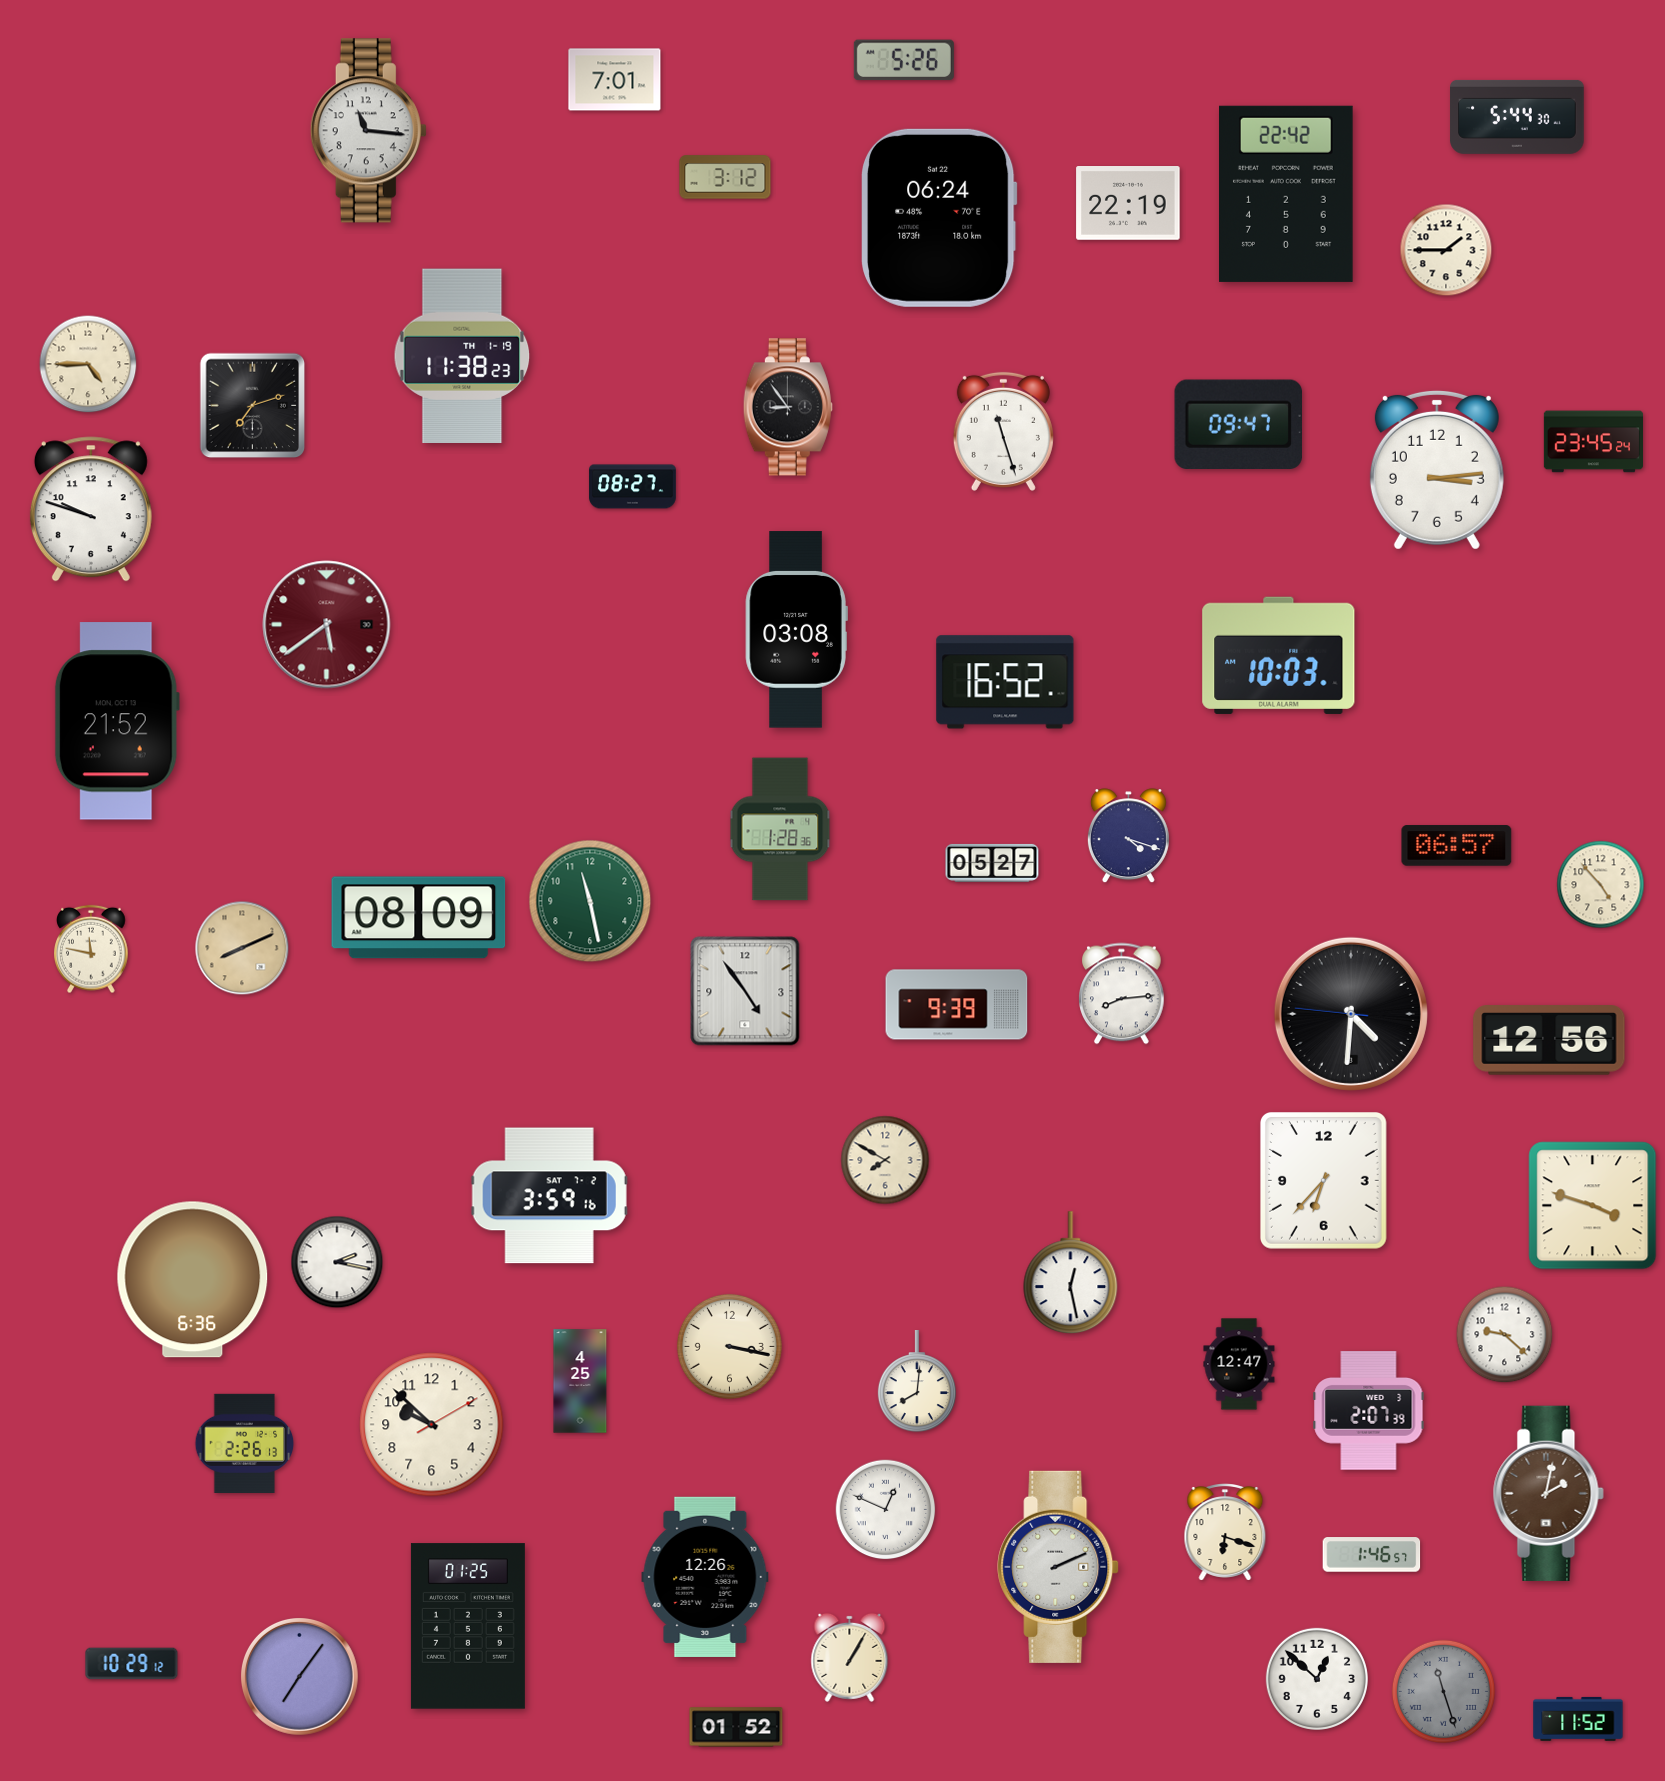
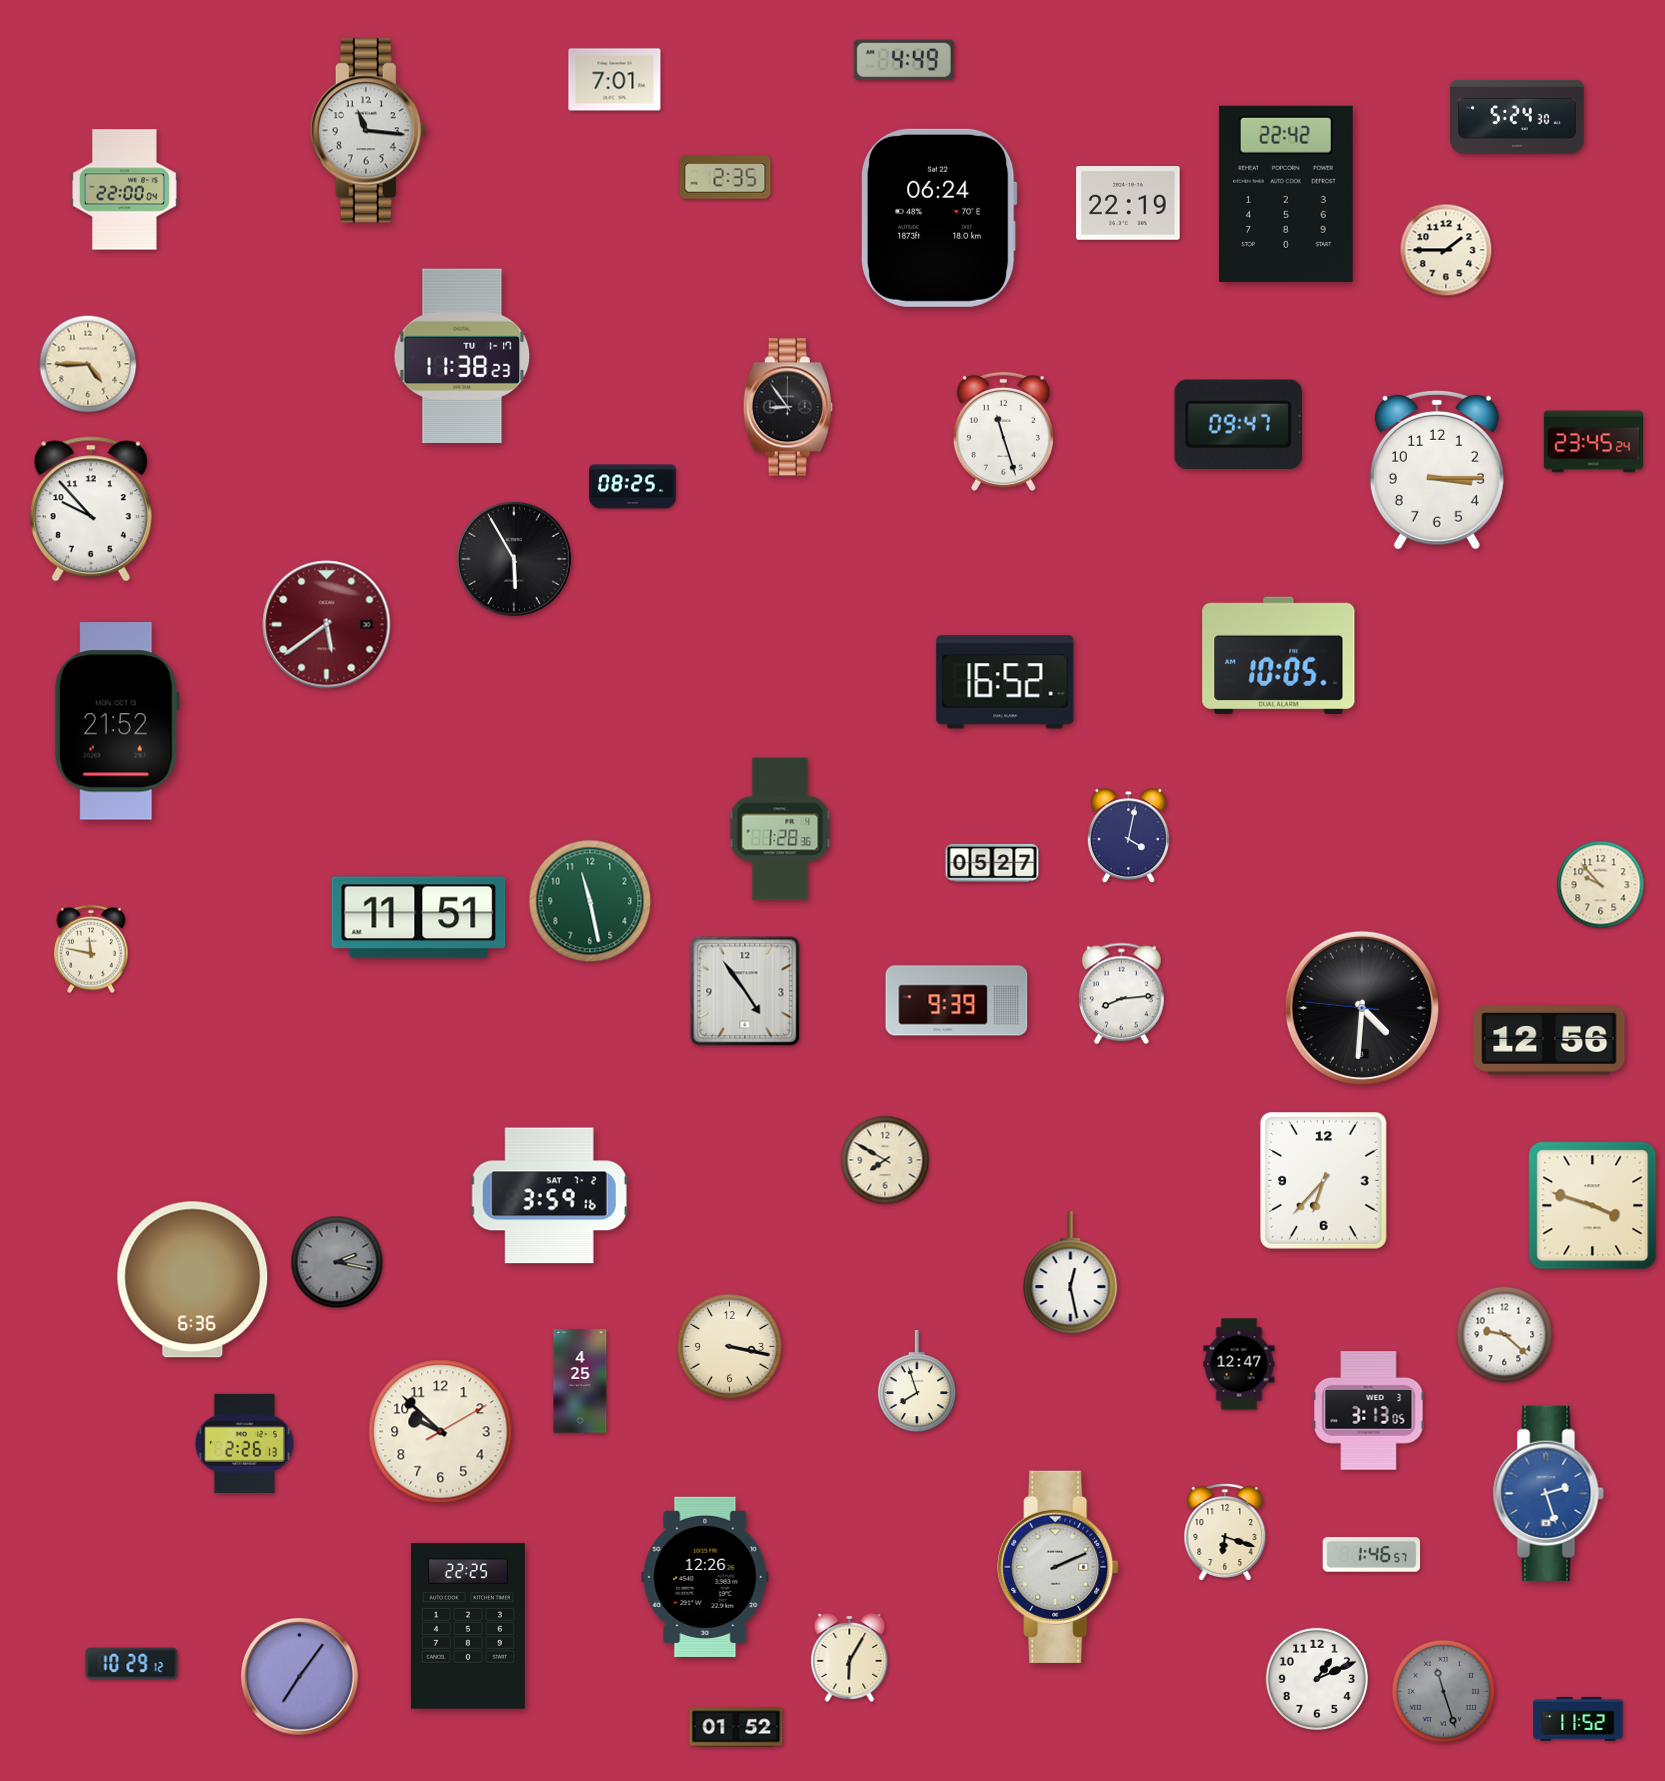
clock at (904, 60): 5:26 -> 4:49
clock at (1517, 117): 5:44 -> 5:24
clock at (725, 177): 3:12 -> 2:35
clock at (124, 190): none -> 22:00
clock at (462, 356) date: TH 1-19 -> TU 1-17
clock at (253, 406): 7:12 -> none
clock at (1437, 470): 3:14 -> 3:15
clock at (633, 487): 08:27 -> 08:25
clock at (91, 509): 9:48 -> 9:53
clock at (514, 559): none -> 5:55
clock at (796, 630): 03:08 -> none
clock at (1279, 655): 10:03 -> 10:05
clock at (1128, 836): 4:18 -> 4:02
clock at (1457, 846): 06:57 -> none
clock at (1601, 885): 4:53 -> 9:53
clock at (419, 918): 08:09 -> 11:51
clock at (242, 948): 8:11 -> none
clock at (957, 1005) position: (957, 1005) -> (957, 1001)
clock at (1351, 1014) position: (1351, 1014) -> (1362, 1008)
clock at (337, 1262) dial: white -> grey
clock at (917, 1382): 8:01 -> 7:57
clock at (1369, 1411): 2:07 -> 3:13
clock at (432, 1425) position: (432, 1425) -> (441, 1432)
clock at (1548, 1493): 2:02 -> 2:27
clock at (1548, 1493) dial: brown -> blue
clock at (886, 1510): 12:49 -> none
clock at (468, 1626): 01:25 -> 22:25
clock at (850, 1657): 1:05 -> 6:05
clock at (1317, 1679): 12:52 -> 1:11
